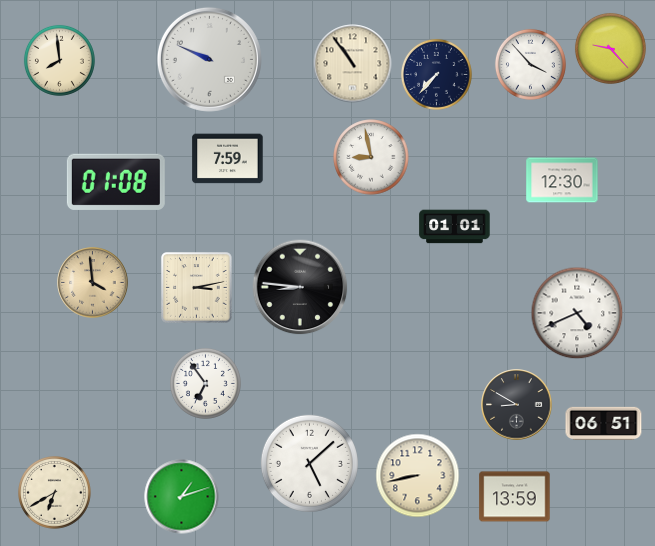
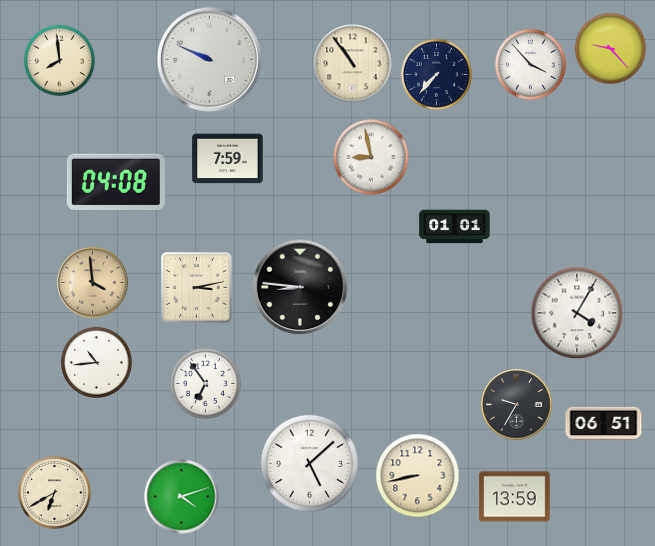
clock at (562, 180): 12:30 -> none
clock at (116, 182): 01:08 -> 04:08
clock at (577, 313): 4:41 -> 4:05
clock at (96, 362): none -> 10:44
clock at (517, 405): 8:50 -> 9:35
clock at (182, 497): 1:12 -> 4:12
